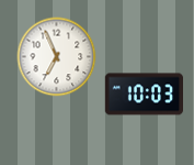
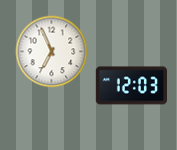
clock at (145, 95): 10:03 -> 12:03
